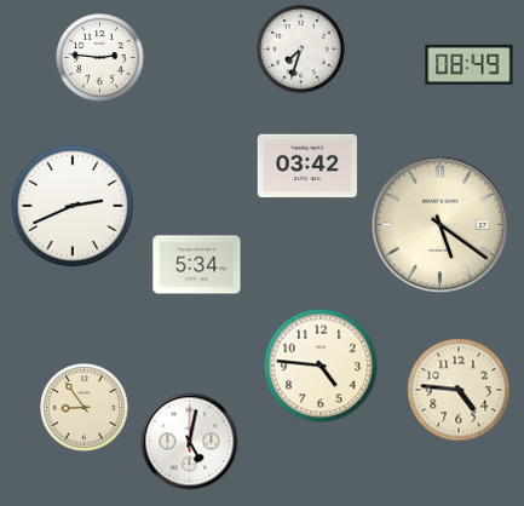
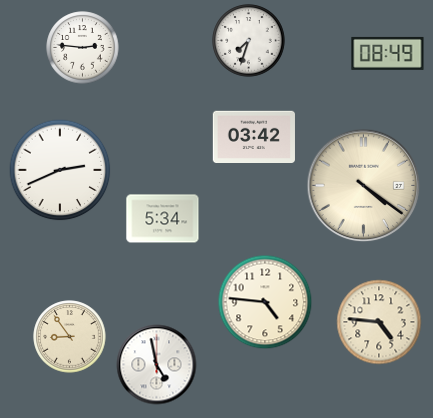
clock at (440, 225): 5:21 -> 4:21
clock at (190, 442): 5:02 -> 4:58
